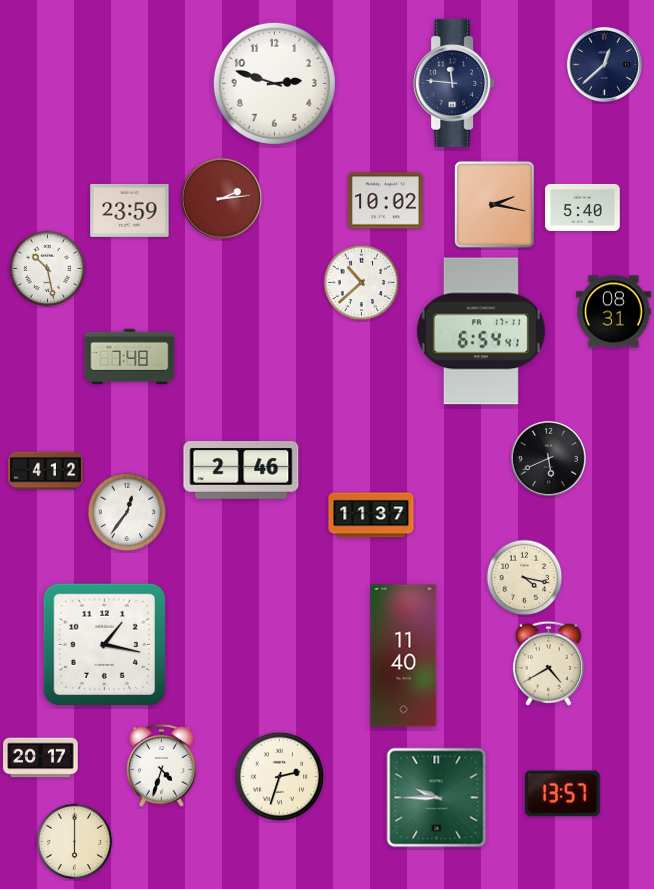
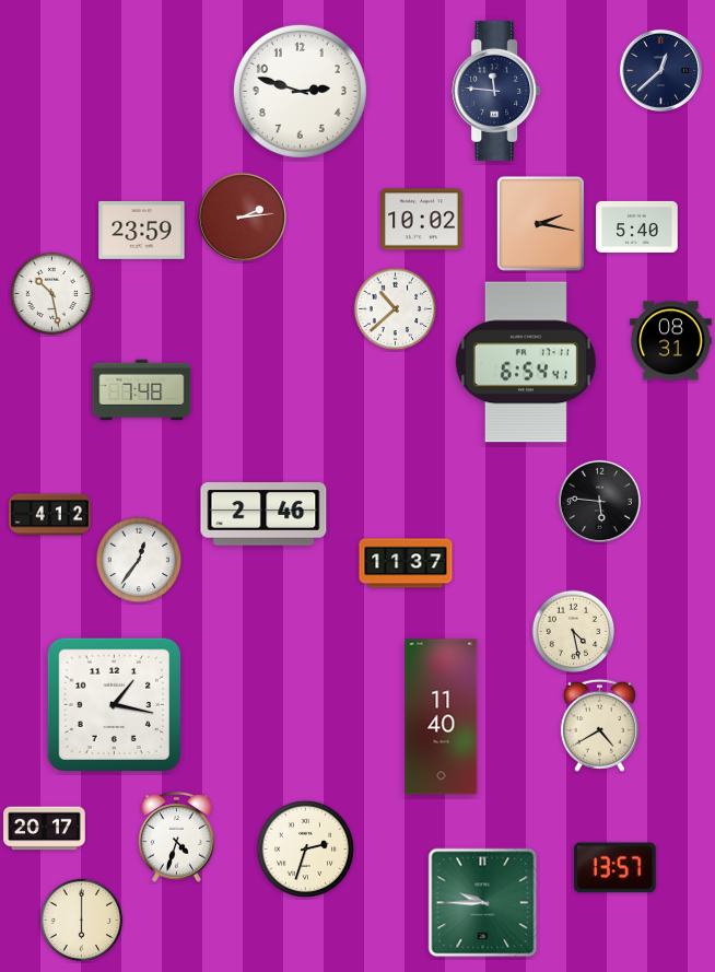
clock at (548, 458): 5:41 -> 5:46
clock at (525, 578): 4:17 -> 4:28
clock at (437, 798) position: (437, 798) -> (483, 903)
